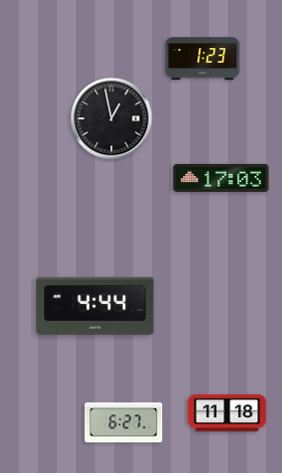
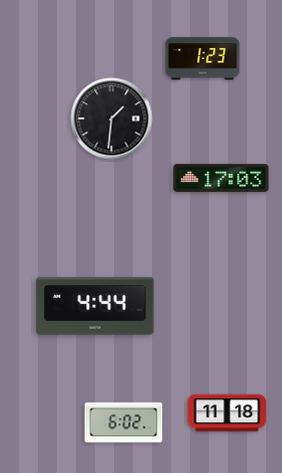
clock at (112, 119): 12:58 -> 1:31
clock at (124, 423): 6:27 -> 6:02
